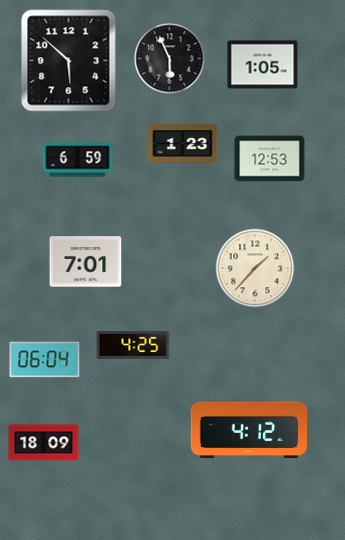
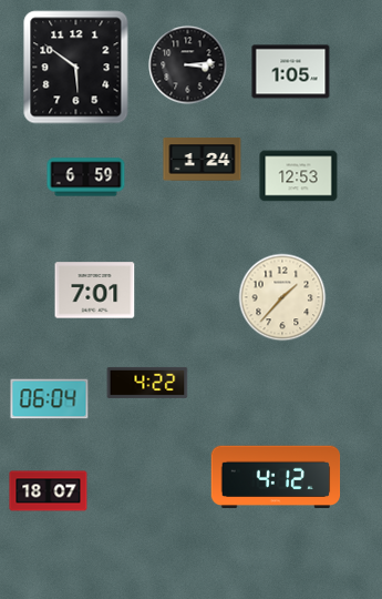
clock at (170, 59): 5:56 -> 3:14
clock at (69, 61): 5:52 -> 5:51
clock at (183, 144): 1:23 -> 1:24
clock at (133, 345): 4:25 -> 4:22
clock at (44, 443): 18:09 -> 18:07
